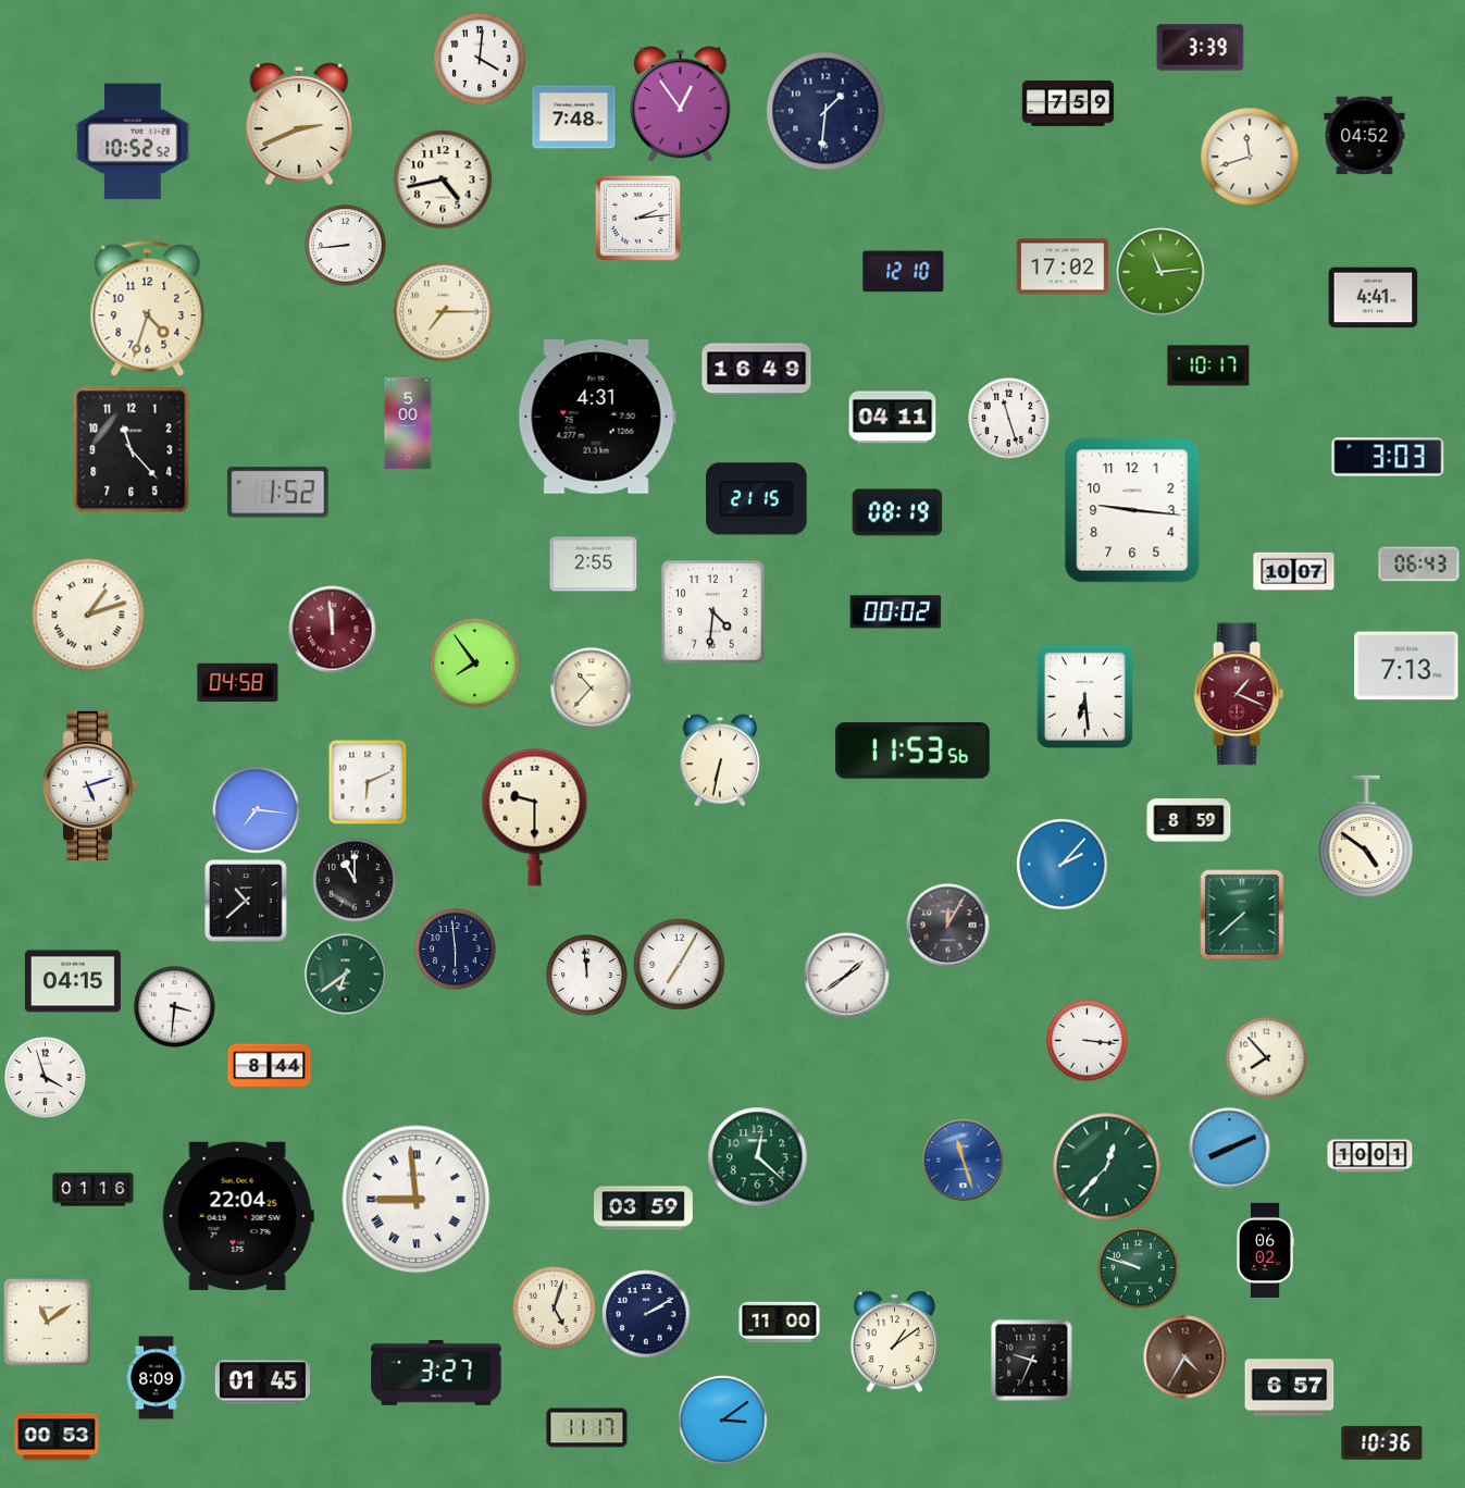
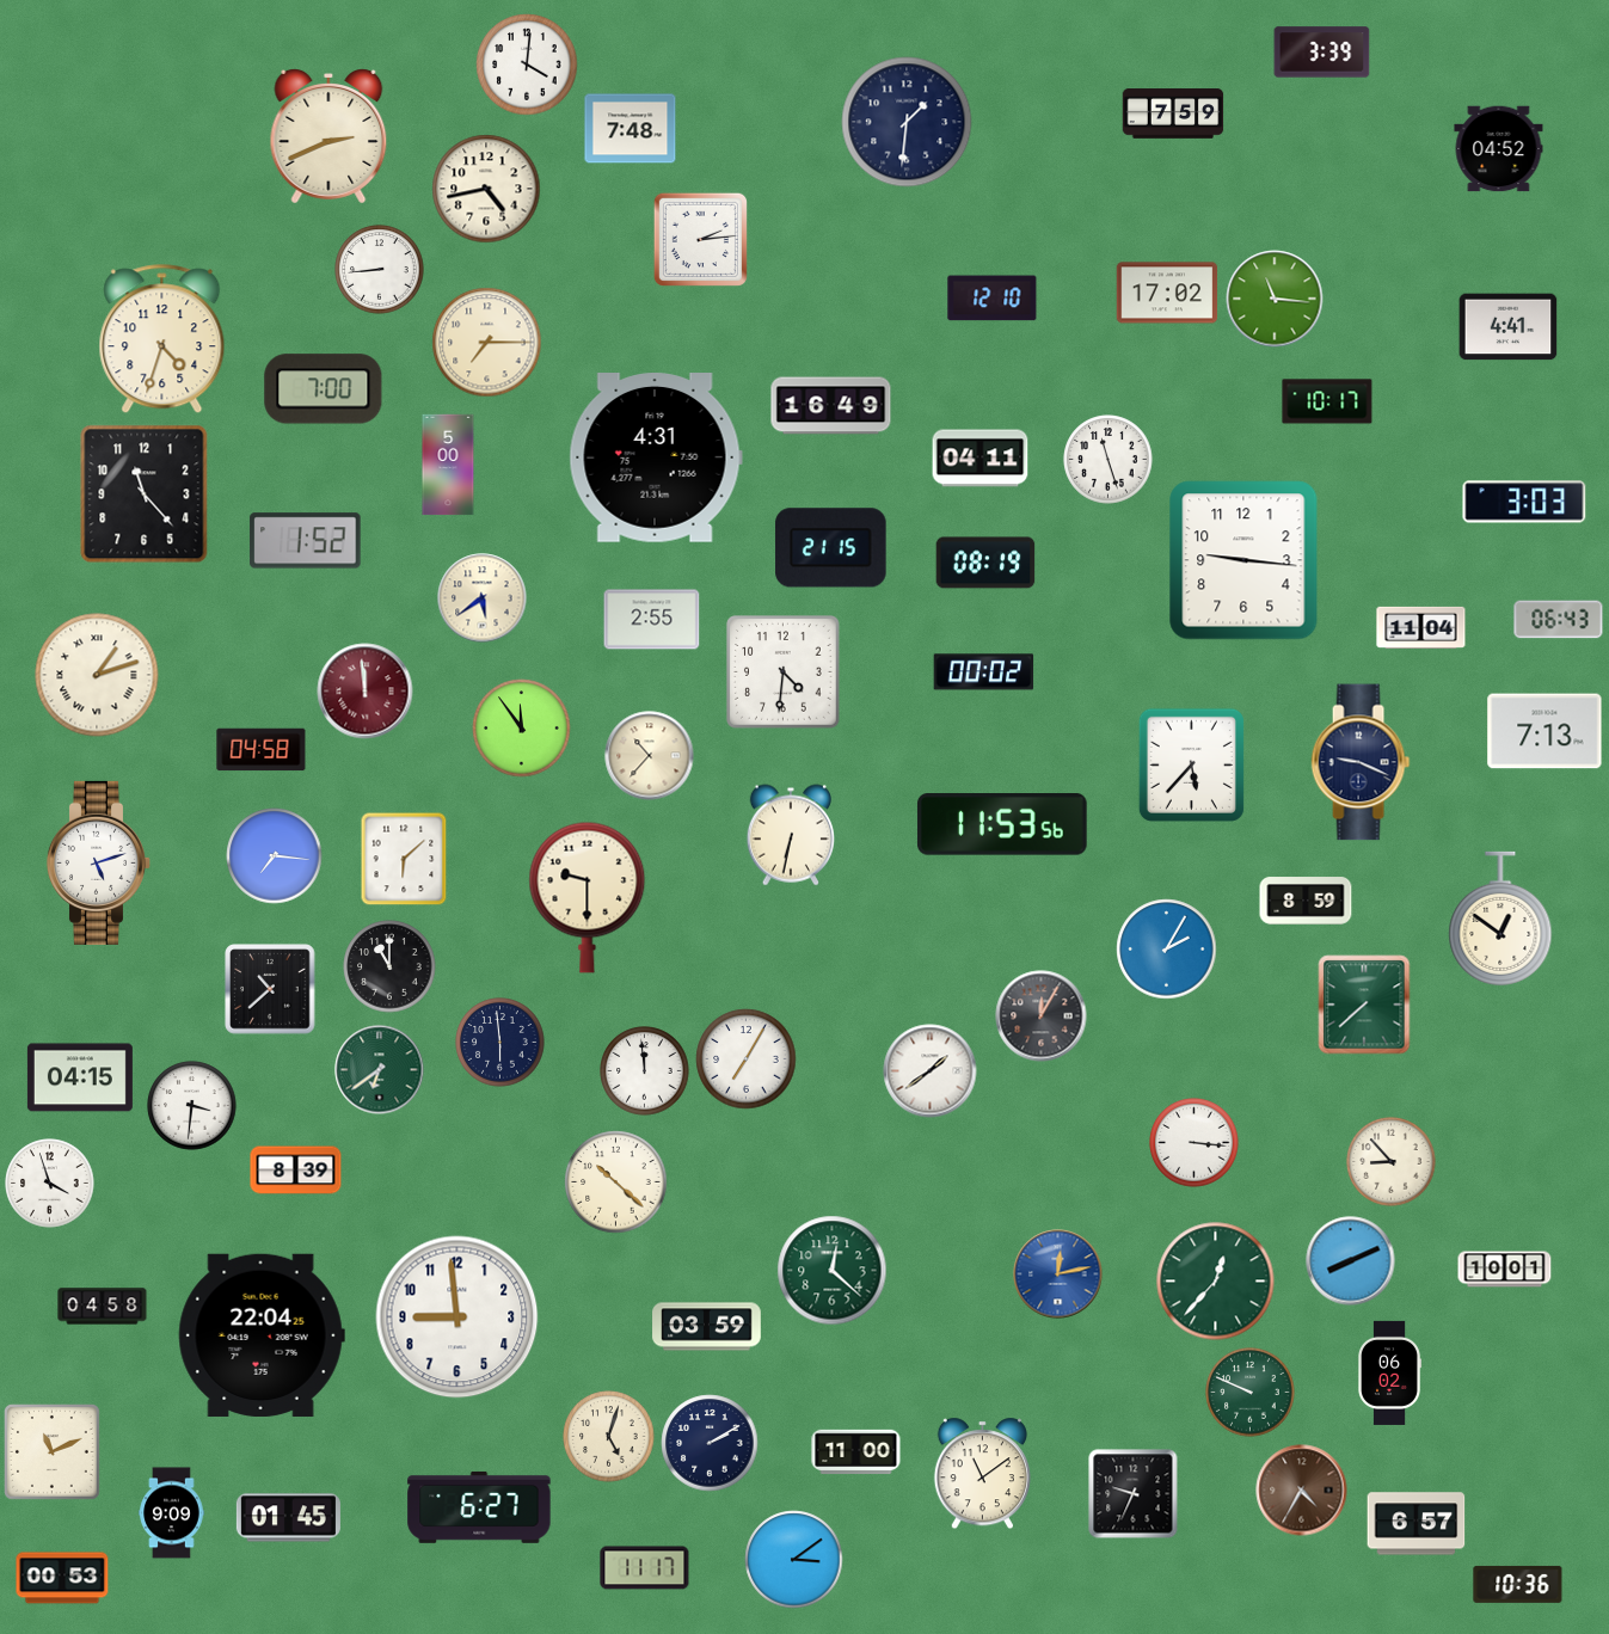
clock at (1201, 48) position: (1201, 48) -> (1322, 53)
clock at (681, 104): 12:54 -> none
clock at (133, 141): 10:52 -> none
clock at (1250, 157): 11:42 -> none
clock at (443, 179) position: (443, 179) -> (486, 189)
clock at (1160, 272): 11:14 -> 11:16
clock at (324, 389): none -> 7:00
clock at (483, 598): none -> 5:39
clock at (1294, 571): 10:07 -> 11:04
clock at (475, 664): 7:54 -> 11:54
clock at (1239, 694): 1:19 -> 9:19
clock at (1239, 694) dial: burgundy -> navy
clock at (1084, 696): 6:29 -> 5:37
clock at (368, 782): 6:11 -> 6:08
clock at (257, 810) position: (257, 810) -> (275, 856)
clock at (1366, 836): 4:51 -> 12:51
clock at (1063, 865): 2:07 -> 2:05
clock at (1267, 1058): 7:53 -> 8:53
clock at (270, 1066): 8:44 -> 8:39
clock at (616, 1182): none -> 10:22
clock at (964, 1161): 11:27 -> 12:13
clock at (94, 1190): 01:16 -> 04:58
clock at (417, 1200) numerals: Roman -> Arabic
clock at (1139, 1268): 9:48 -> 9:49
clock at (48, 1323): 11:09 -> 11:11
clock at (894, 1342): 1:09 -> 11:09
clock at (436, 1373): 3:27 -> 6:27
clock at (157, 1378): 8:09 -> 9:09
